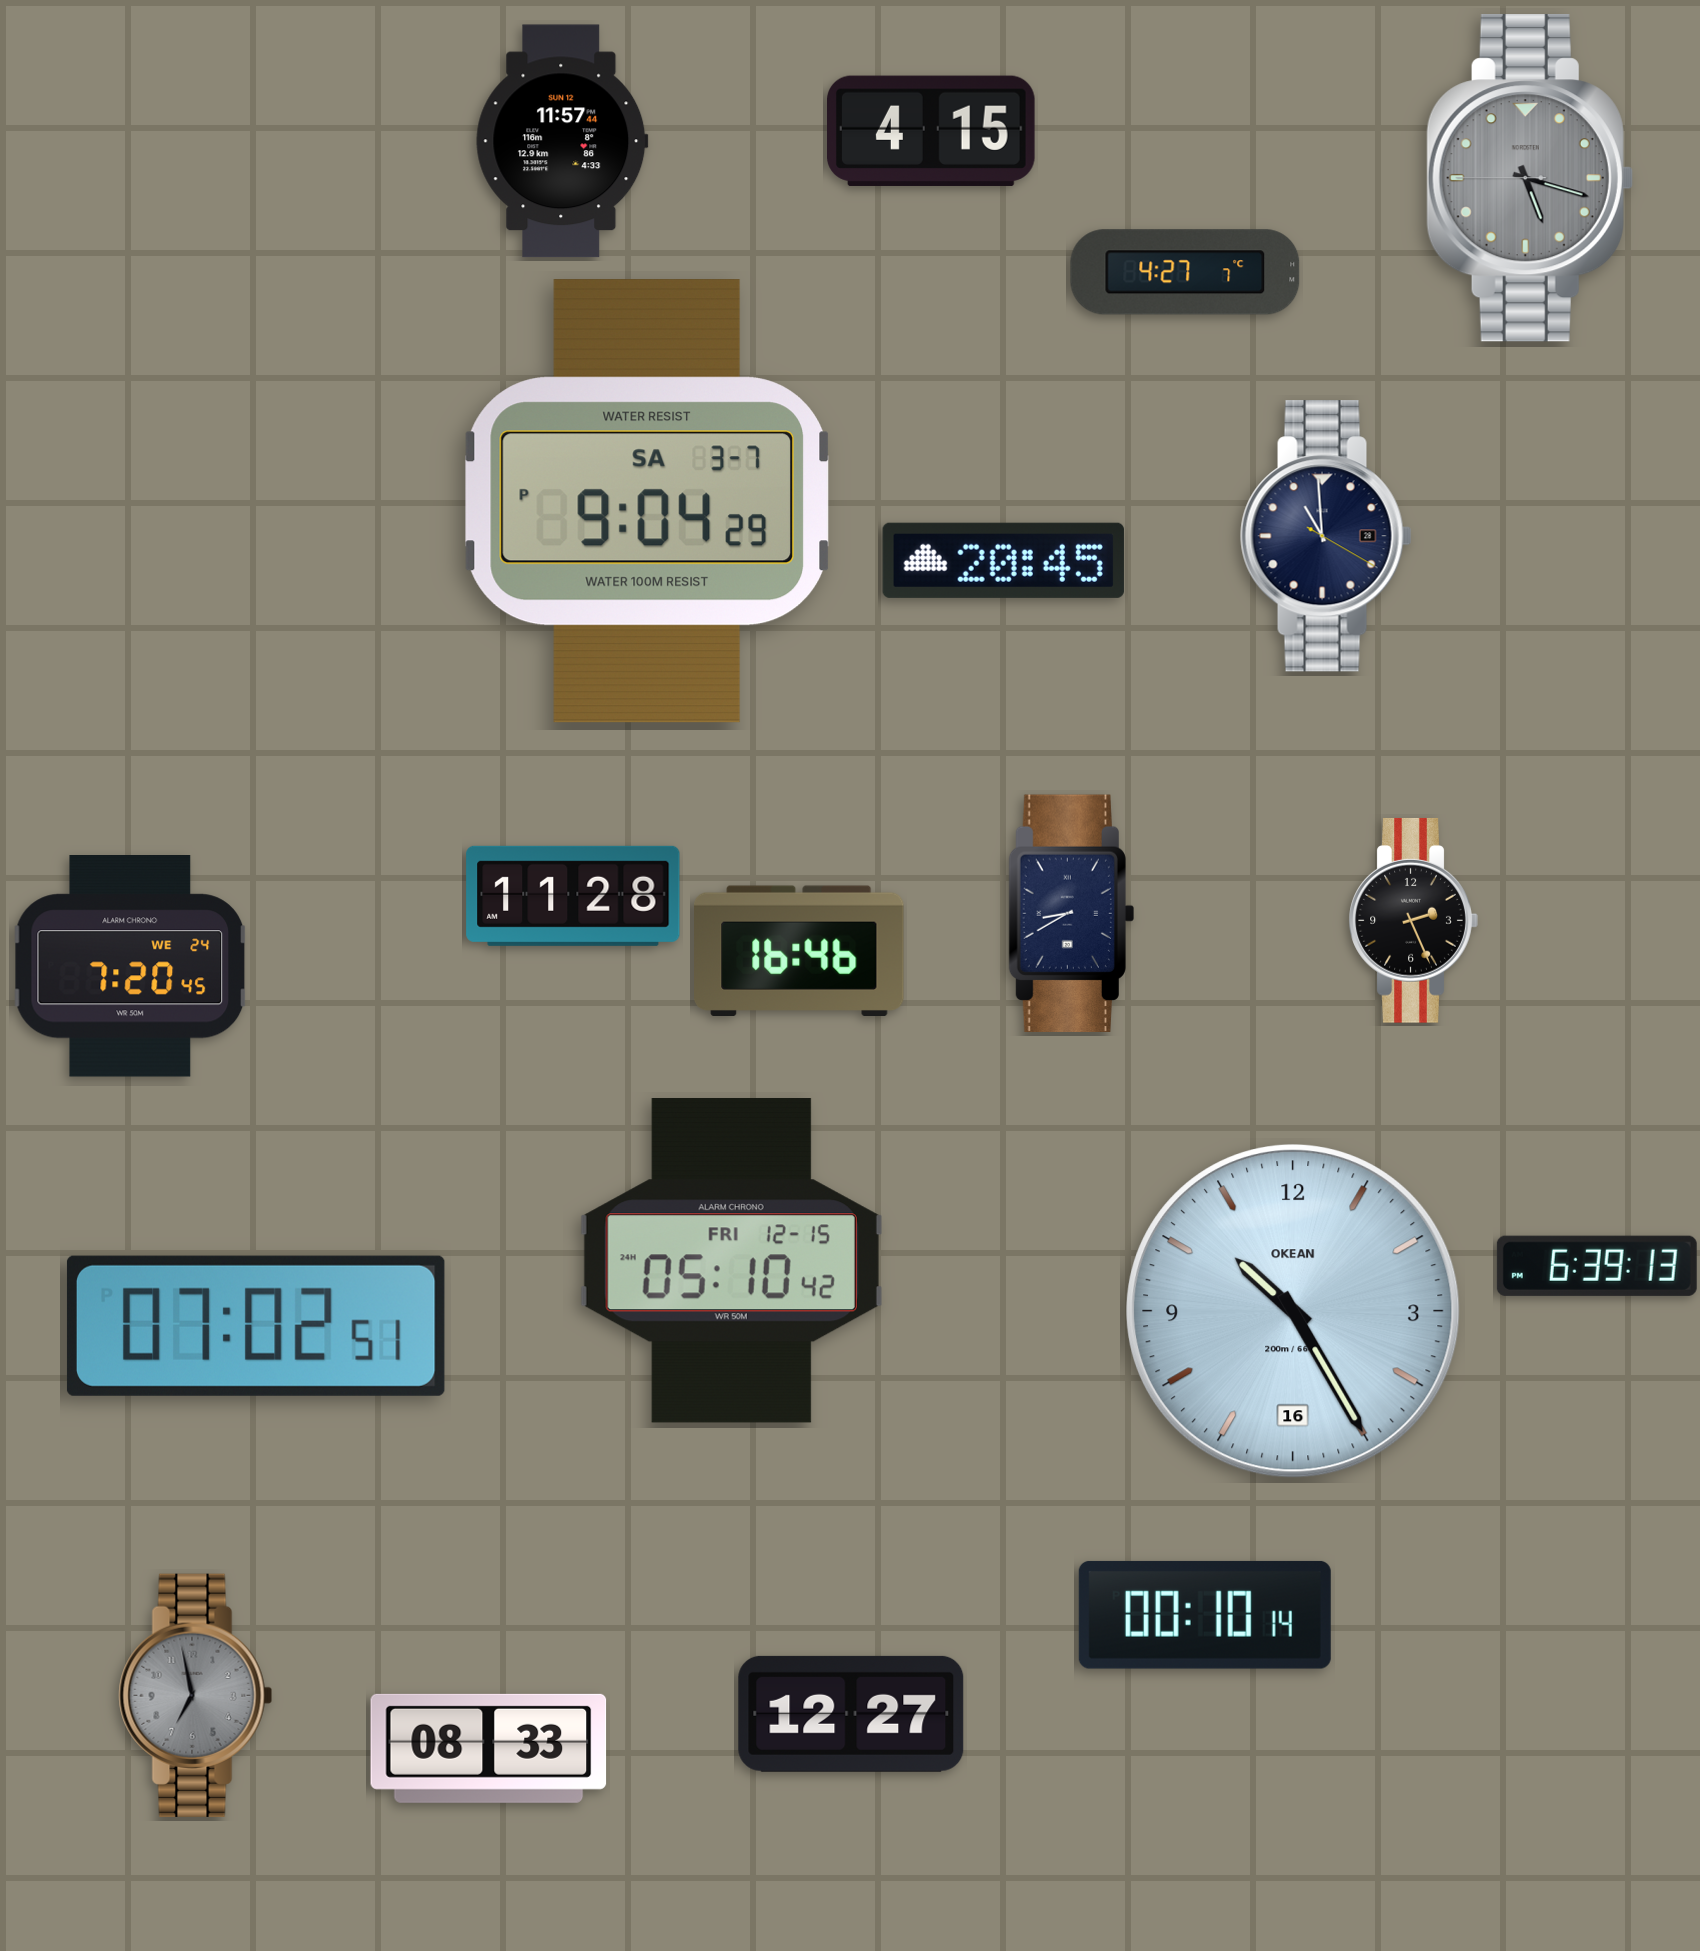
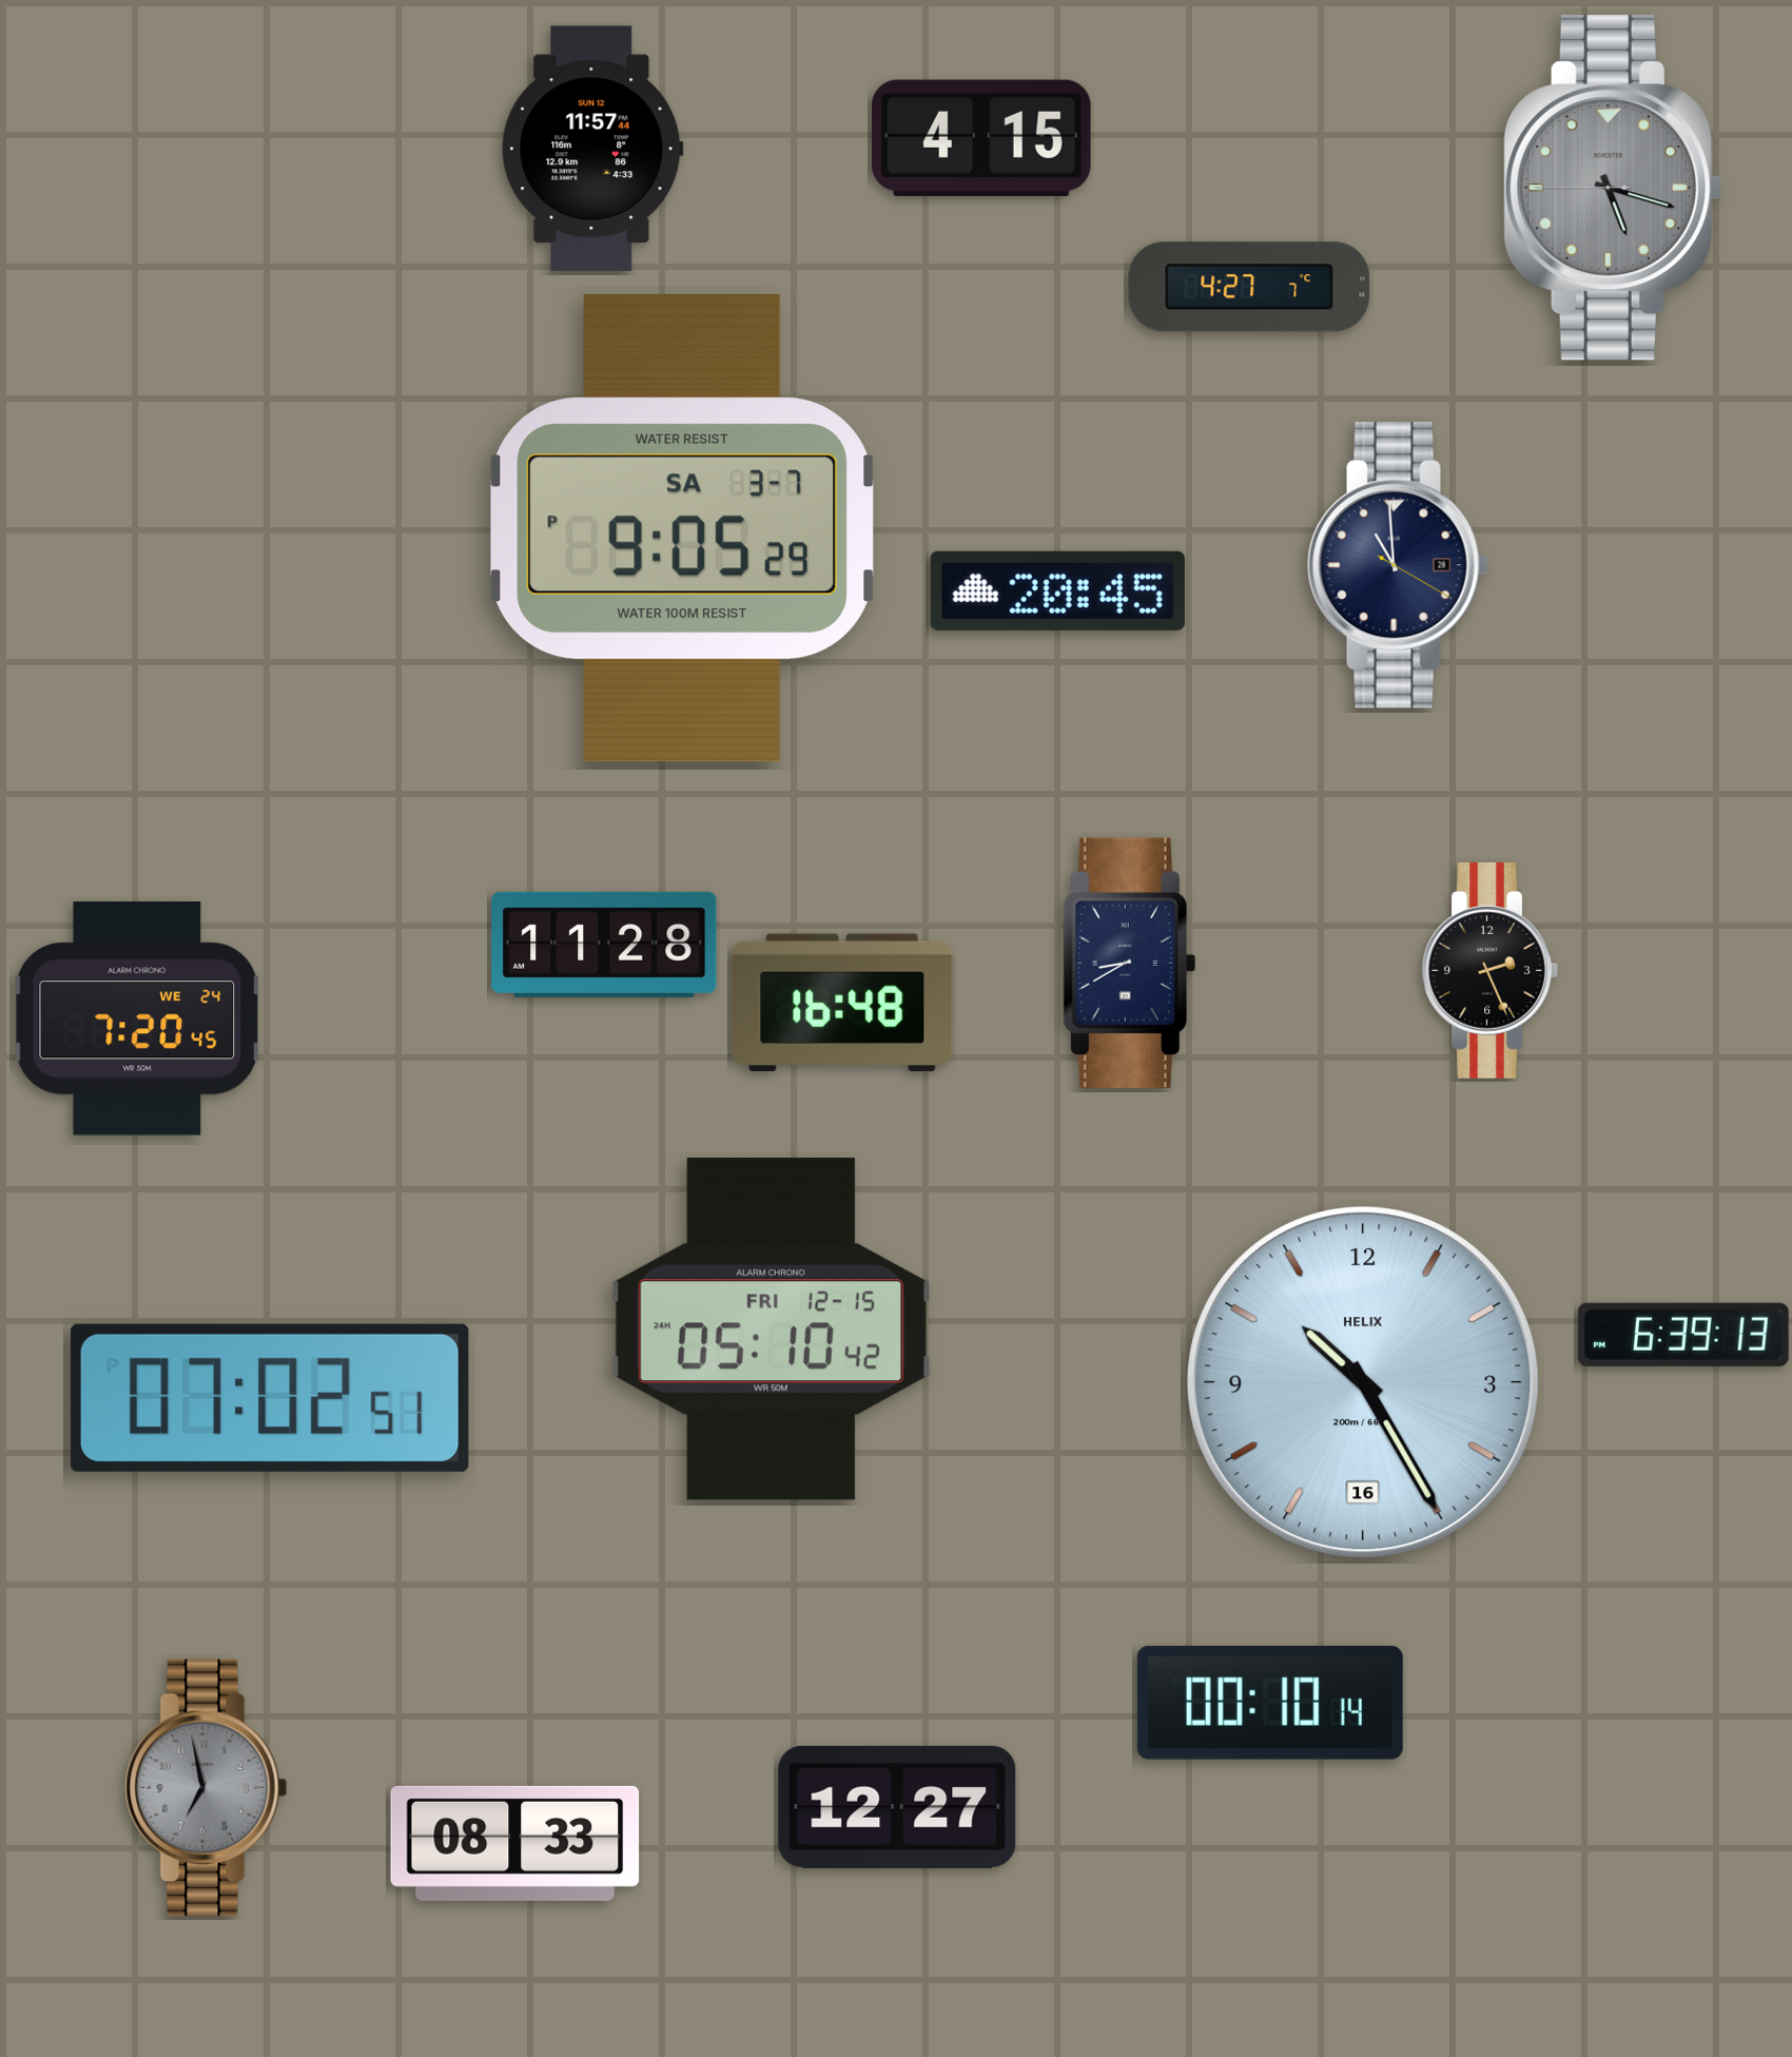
clock at (646, 501): 9:04 -> 9:05
clock at (800, 950): 16:46 -> 16:48
clock at (1294, 1312) brand: OKEAN -> HELIX
